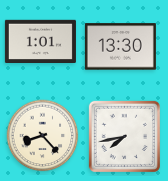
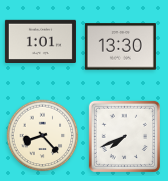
clock at (124, 136): 7:43 -> 7:41
